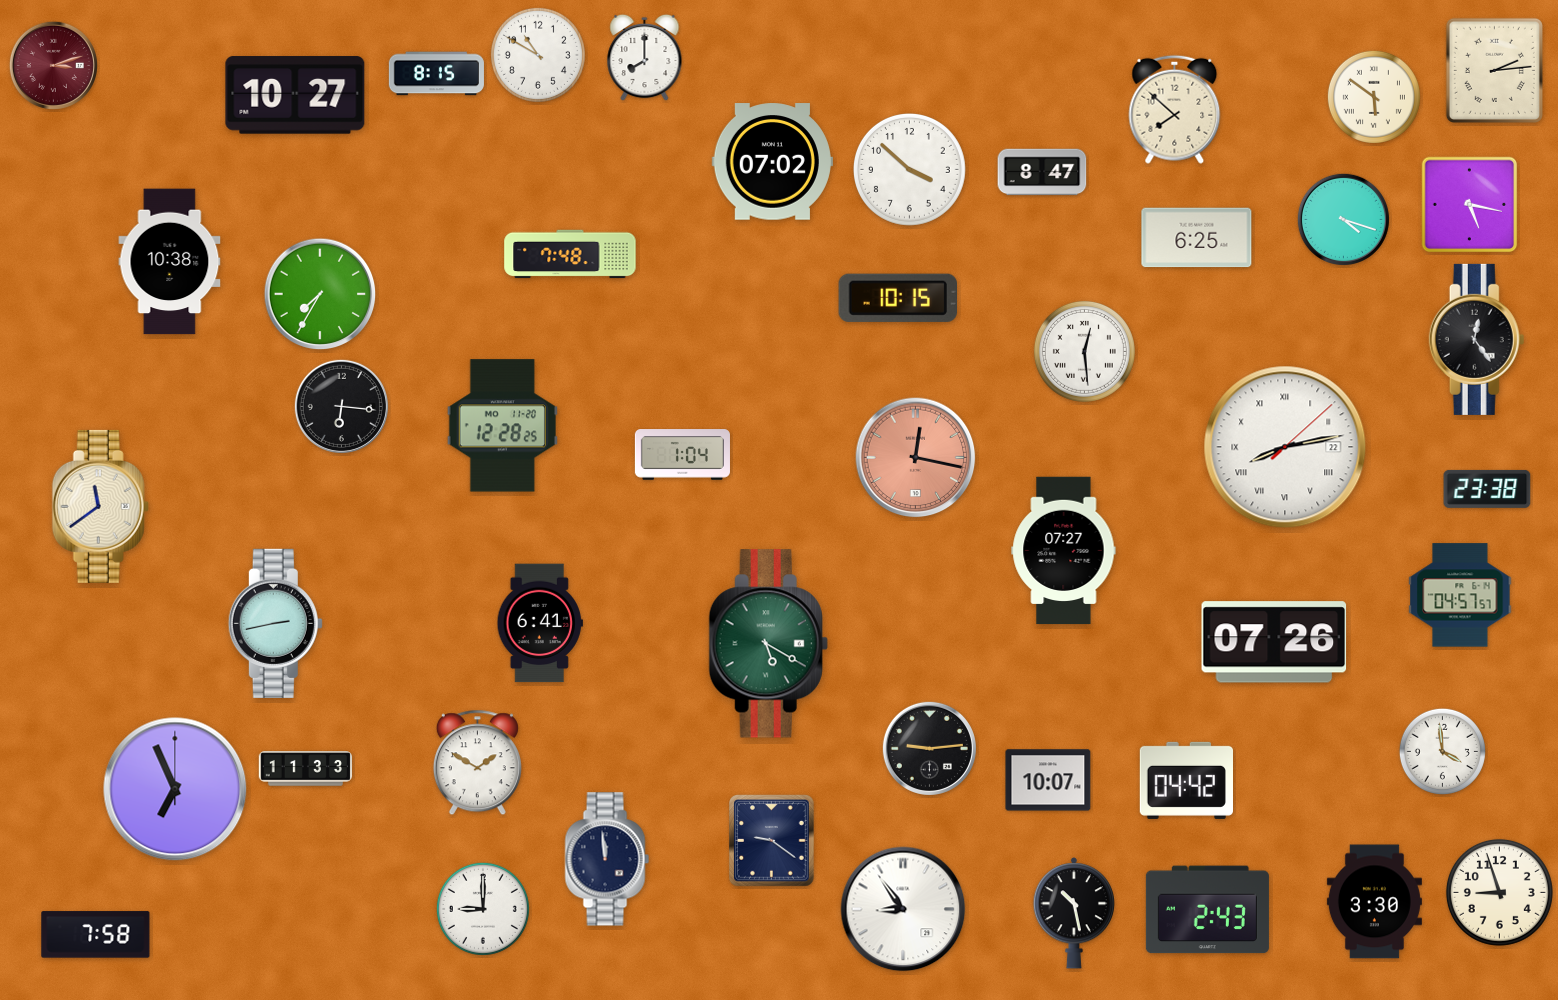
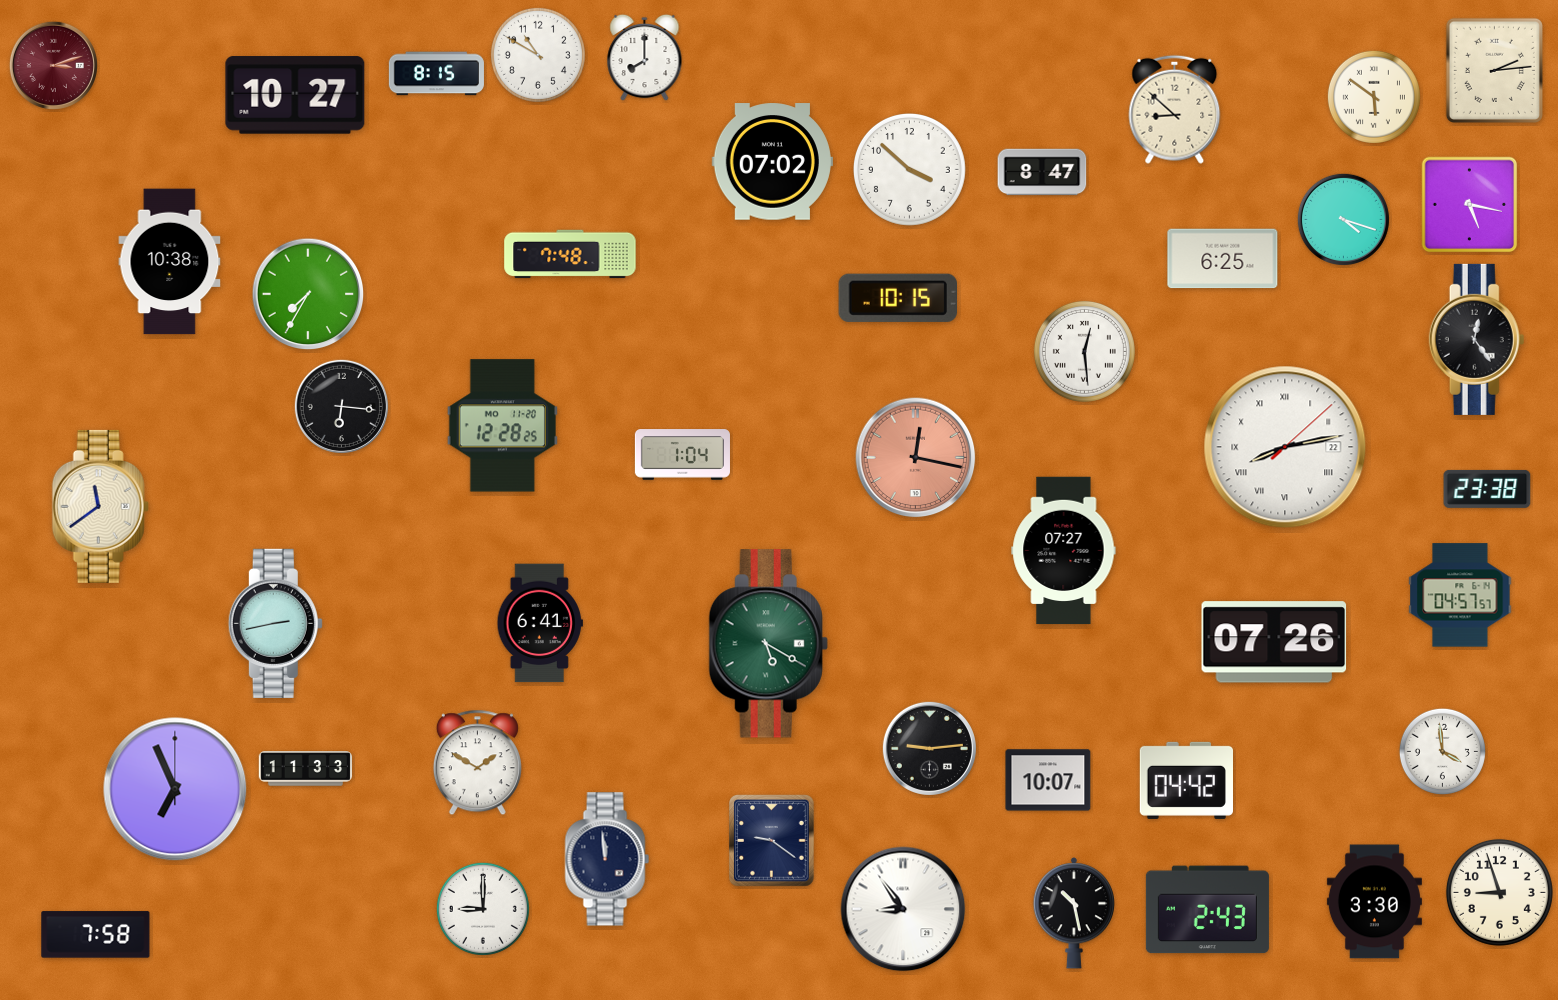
clock at (1175, 109): 7:52 -> 8:52
clock at (1197, 238) position: (1197, 238) -> (1223, 259)
clock at (320, 294) position: (320, 294) -> (308, 294)
